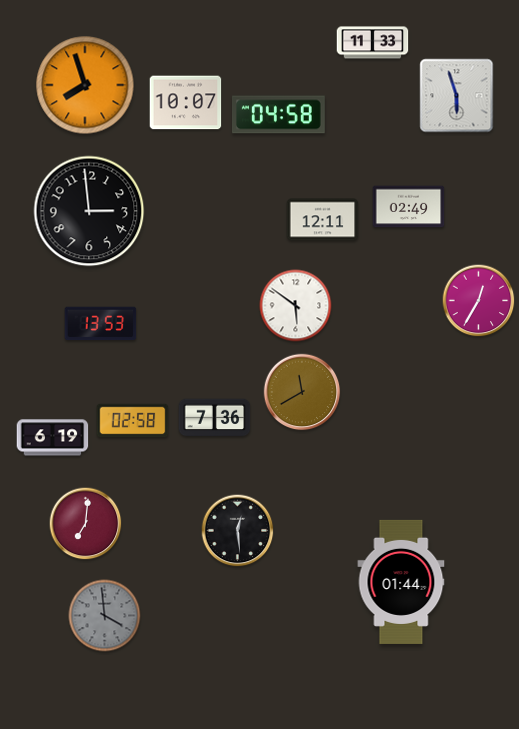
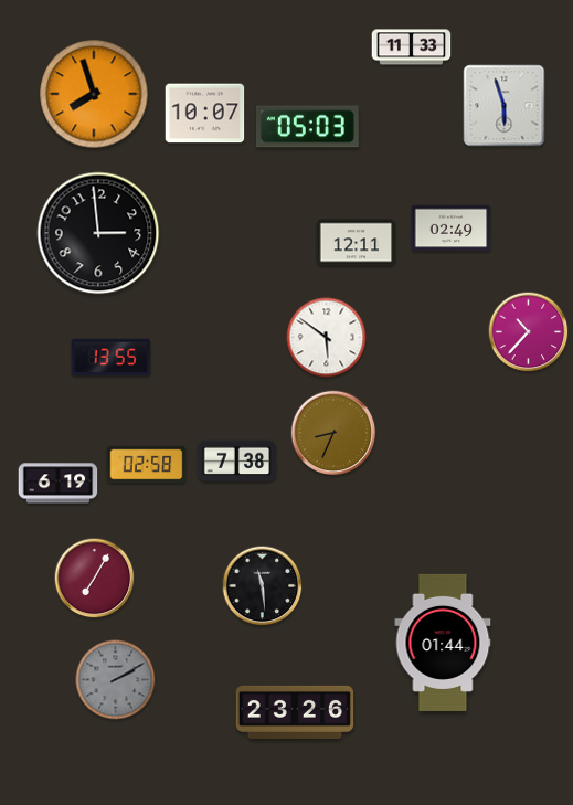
clock at (278, 115): 04:58 -> 05:03
clock at (479, 301): 12:35 -> 10:37
clock at (101, 324): 13:53 -> 13:55
clock at (302, 392): 11:40 -> 8:34
clock at (215, 418): 7:36 -> 7:38
clock at (86, 524): 7:01 -> 7:05
clock at (238, 531): 12:29 -> 11:29
clock at (105, 616): 3:59 -> 2:10
clock at (295, 712): none -> 23:26
